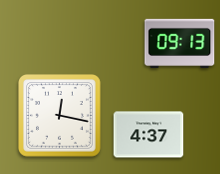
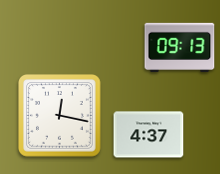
clock at (180, 43) position: (180, 43) -> (180, 47)
